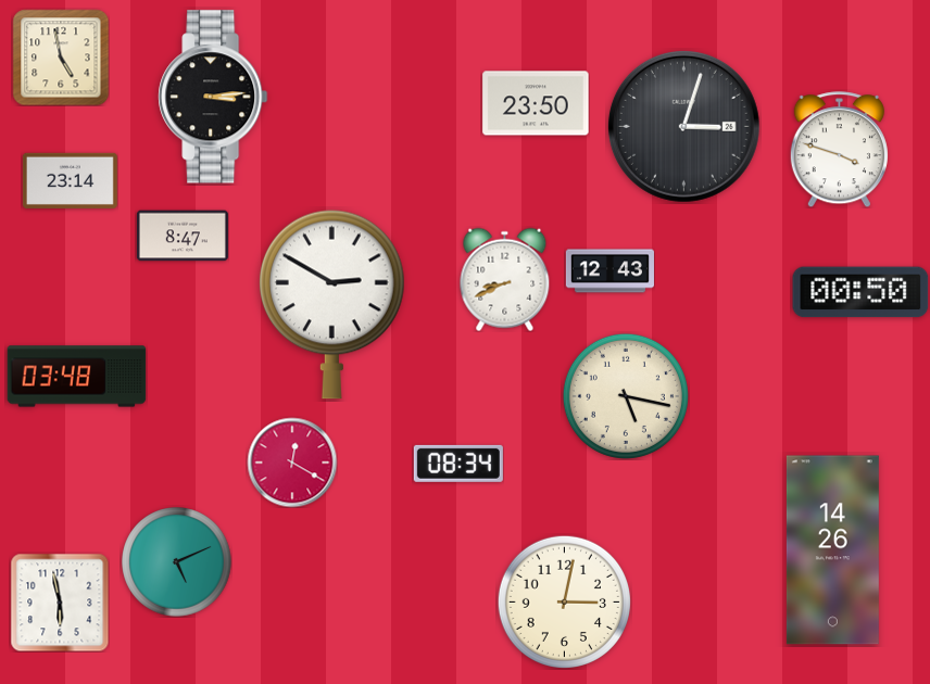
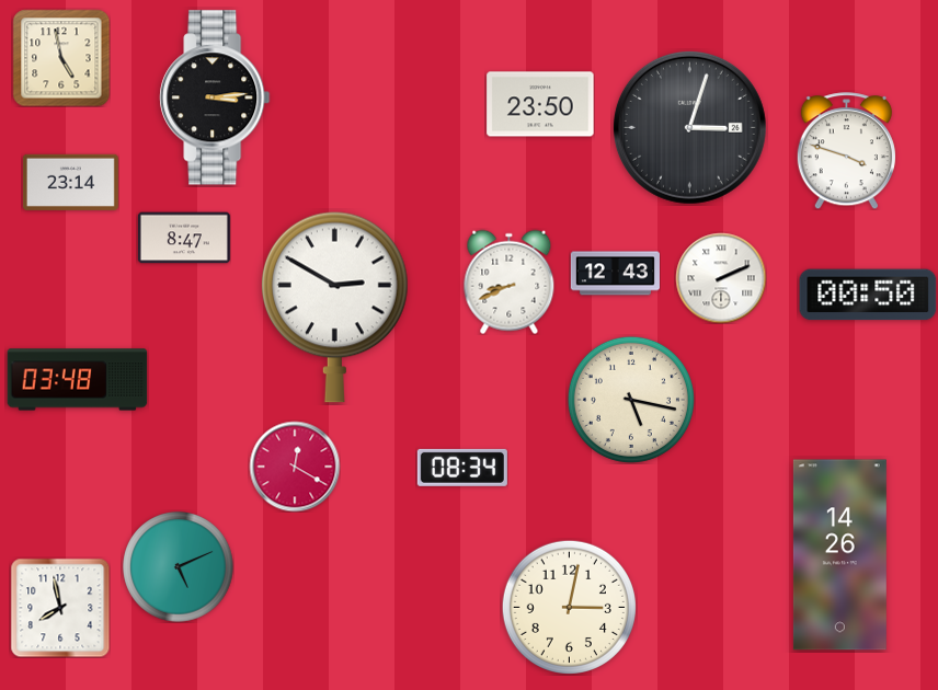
clock at (721, 278): none -> 2:11
clock at (60, 603): 5:58 -> 7:58
